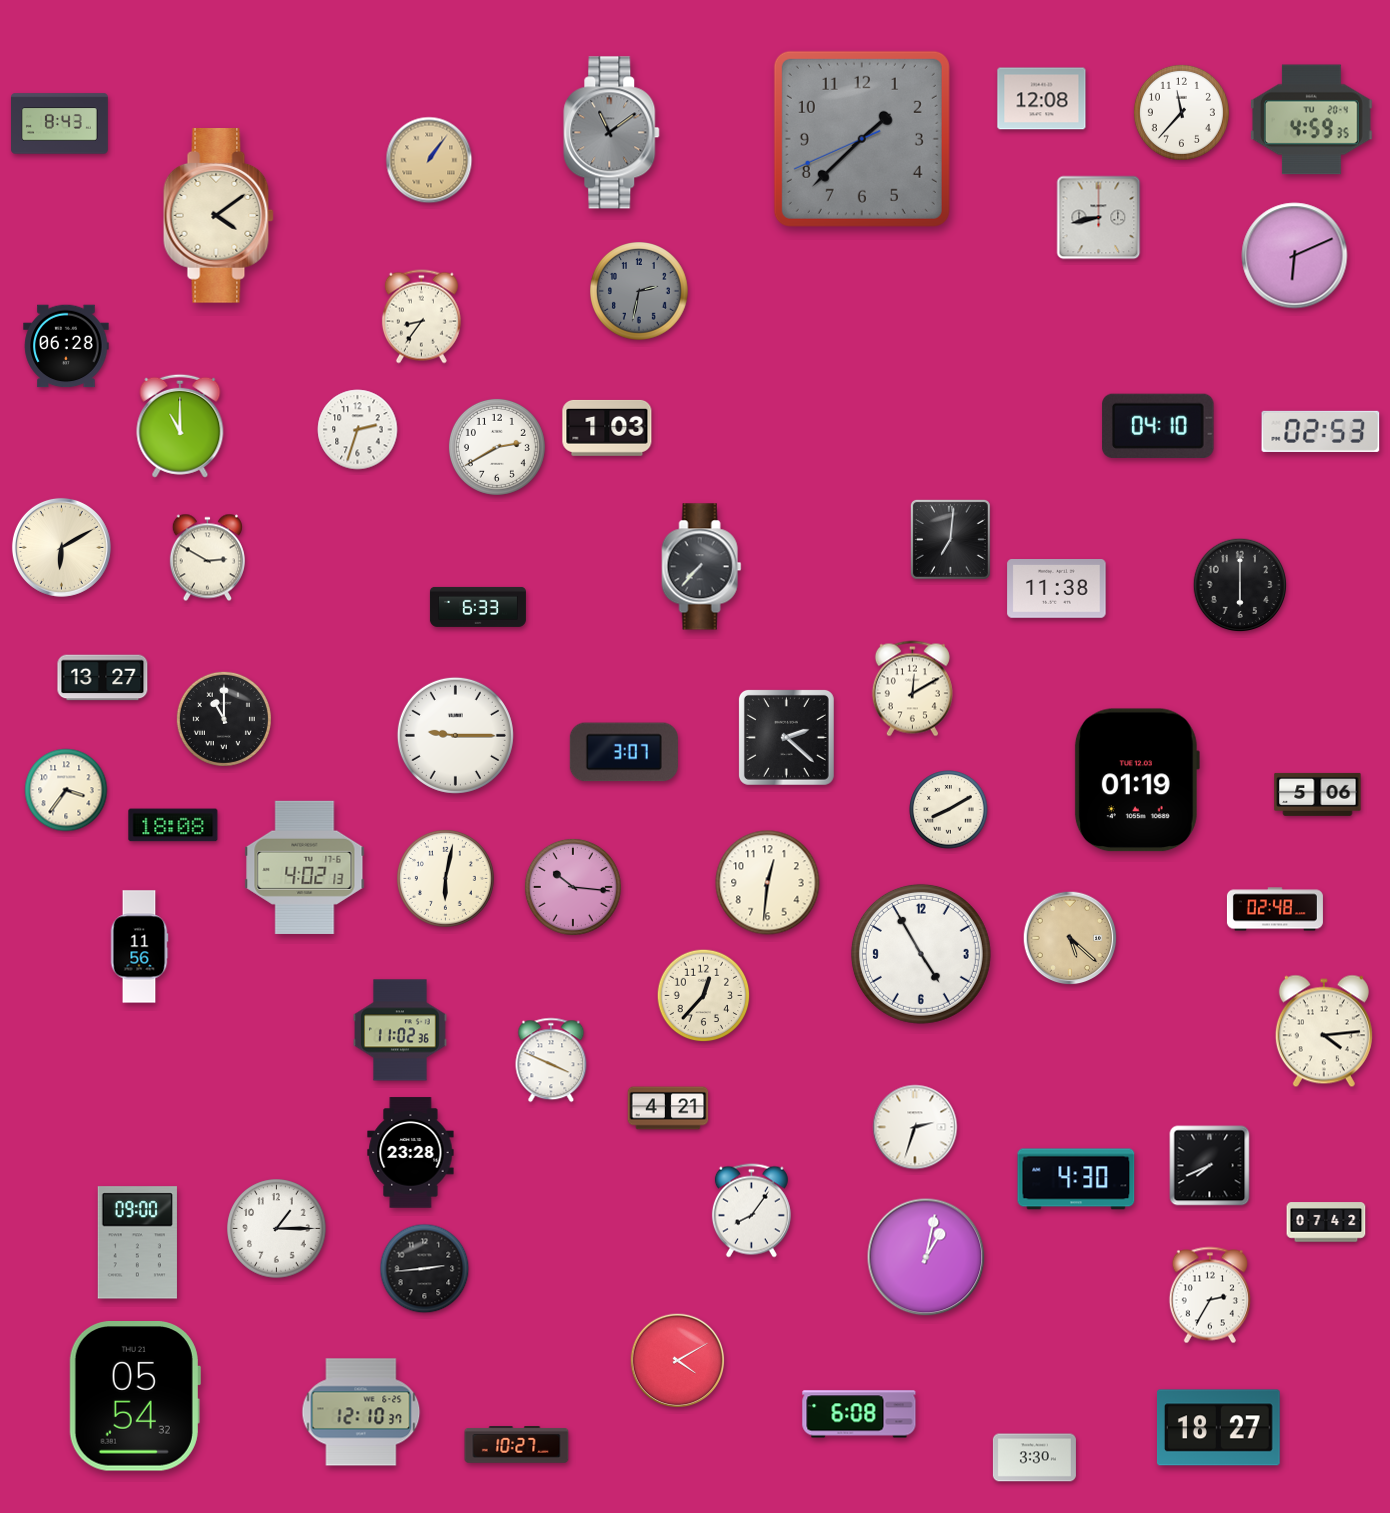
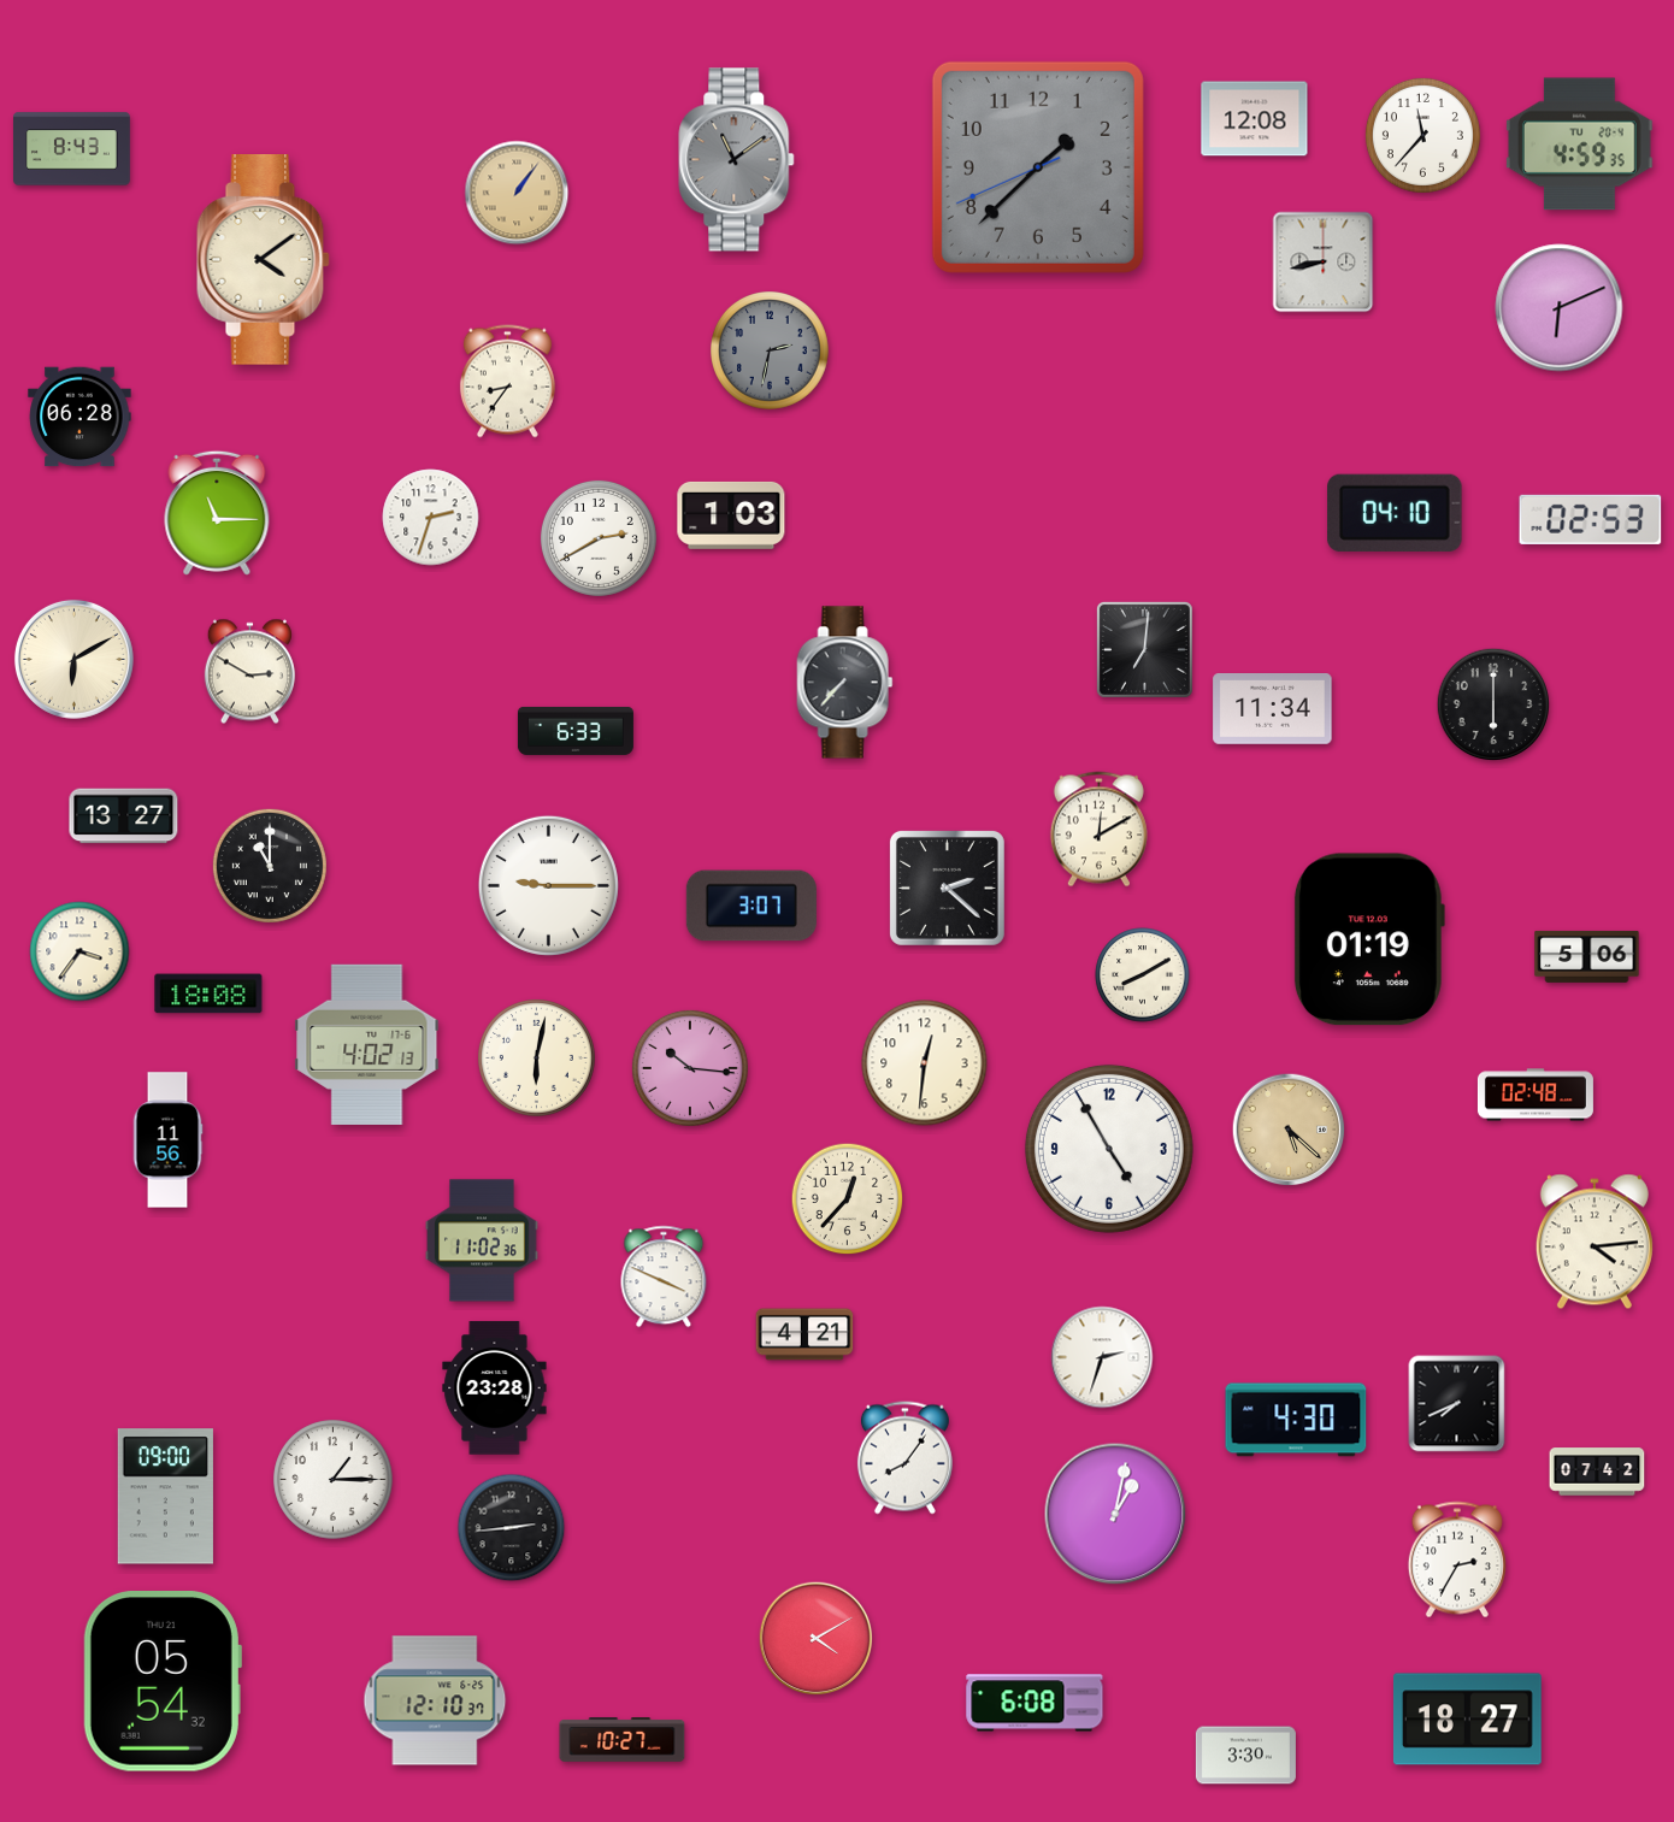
clock at (180, 426): 11:00 -> 11:15
clock at (1057, 589): 11:38 -> 11:34
